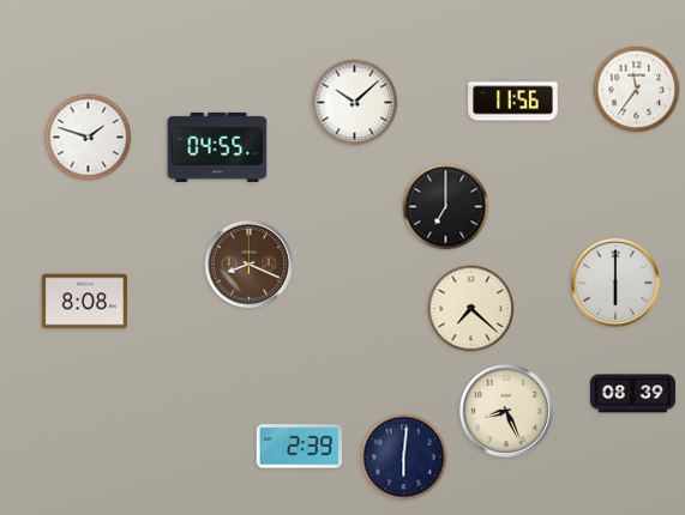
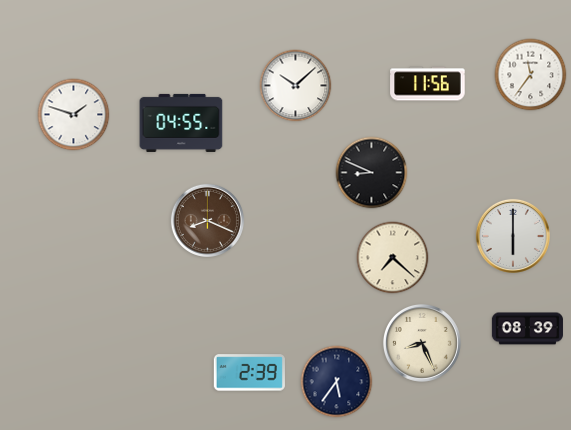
clock at (446, 207): 7:00 -> 8:49
clock at (84, 302): 8:08 -> none
clock at (404, 458): 6:01 -> 5:36
